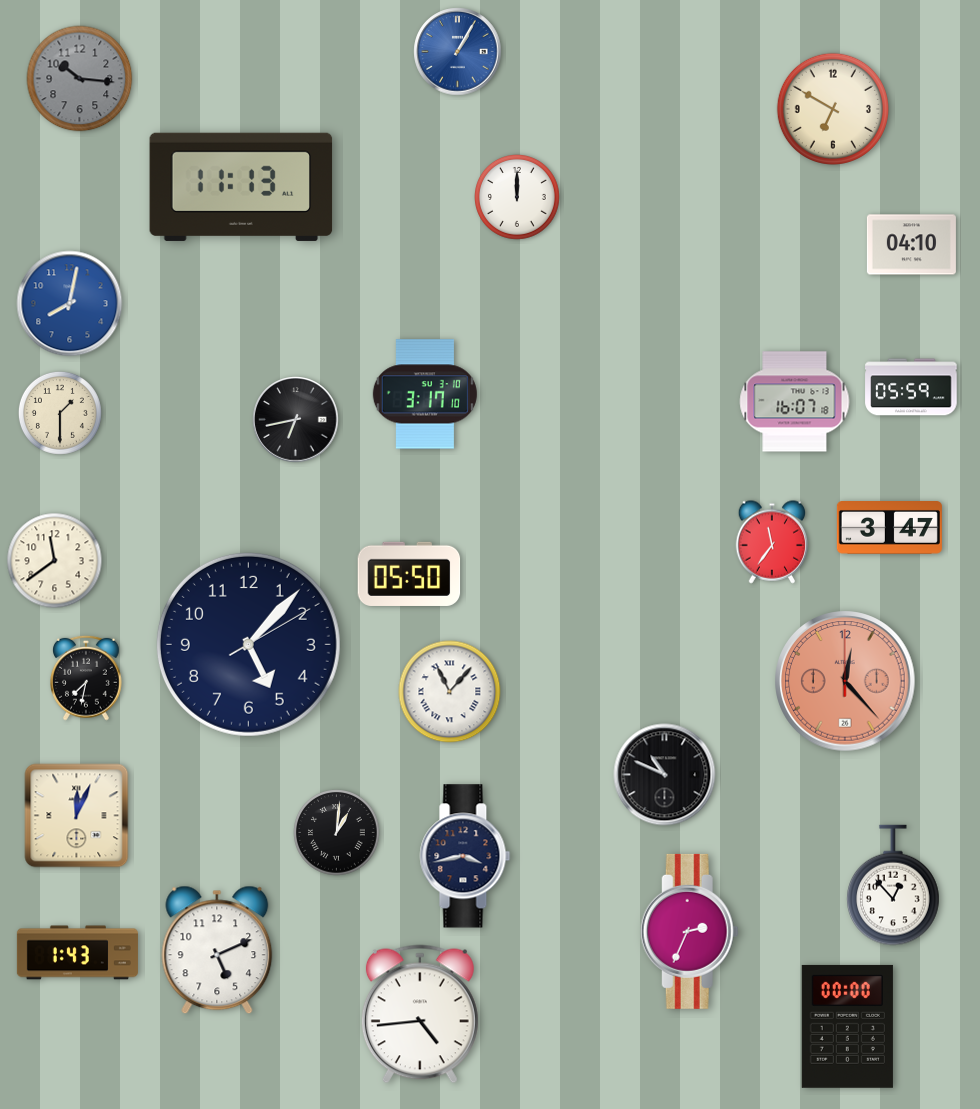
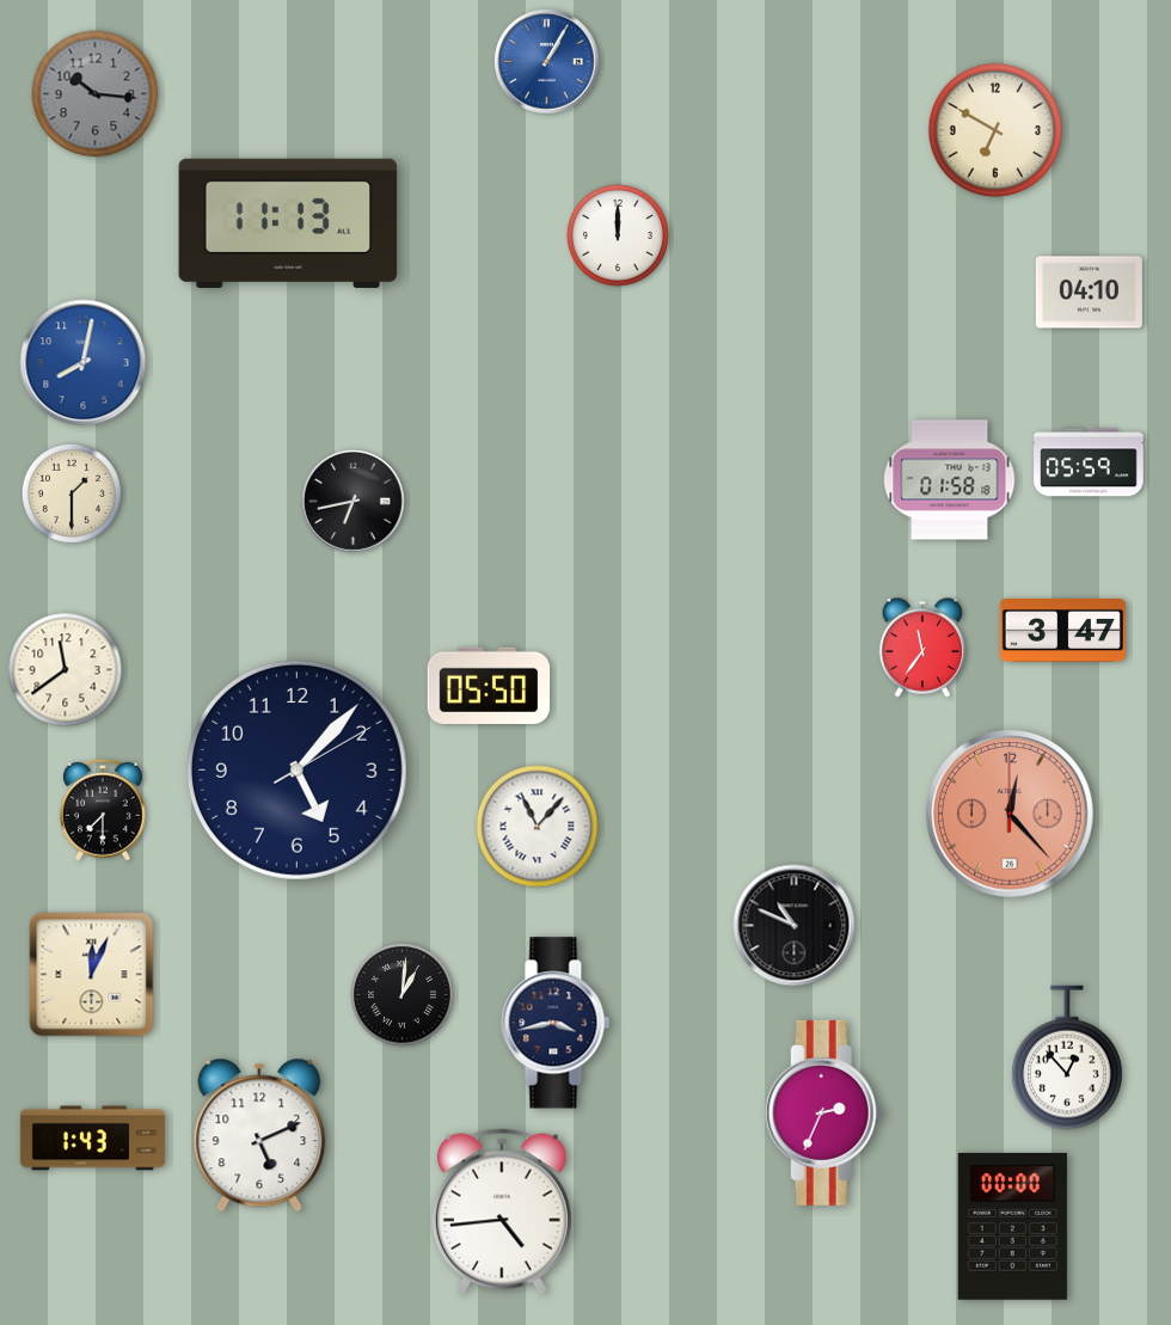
clock at (425, 394): 3:17 -> none
clock at (795, 402): 16:07 -> 01:58
clock at (87, 678): 7:32 -> 7:30
